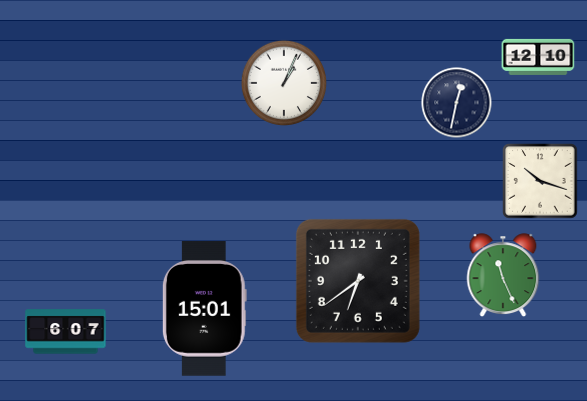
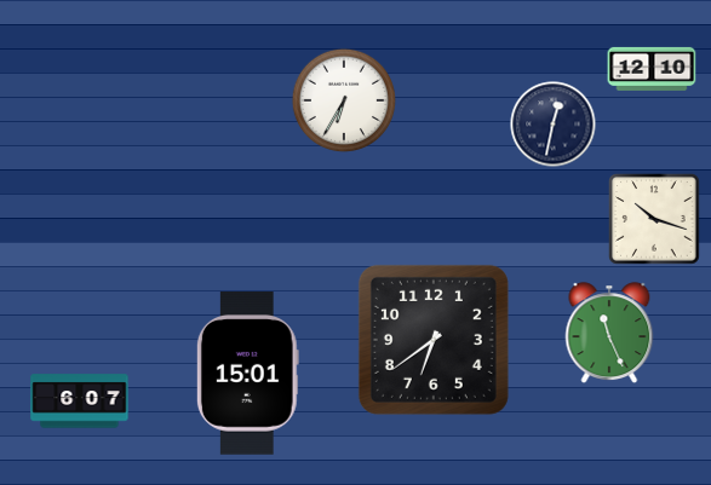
clock at (284, 83): 1:04 -> 6:35
